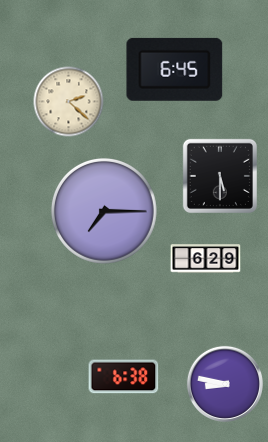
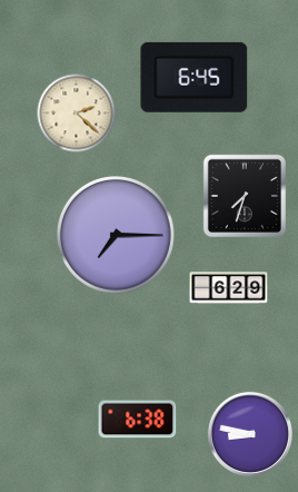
clock at (220, 176): 5:30 -> 7:33
clock at (225, 384) position: (225, 384) -> (250, 434)
